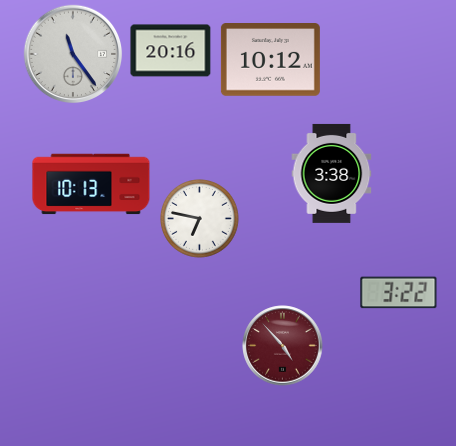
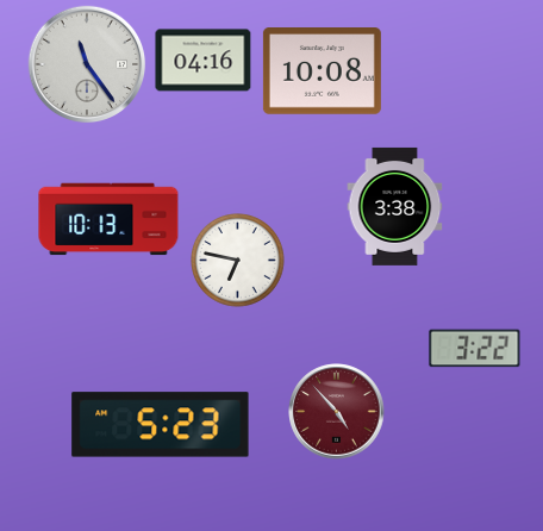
clock at (171, 51): 20:16 -> 04:16
clock at (270, 60): 10:12 -> 10:08
clock at (161, 425): none -> 5:23
